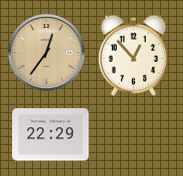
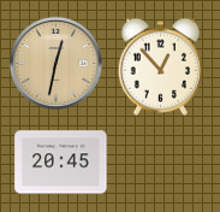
clock at (46, 52): 12:36 -> 12:32
clock at (51, 135): 22:29 -> 20:45
